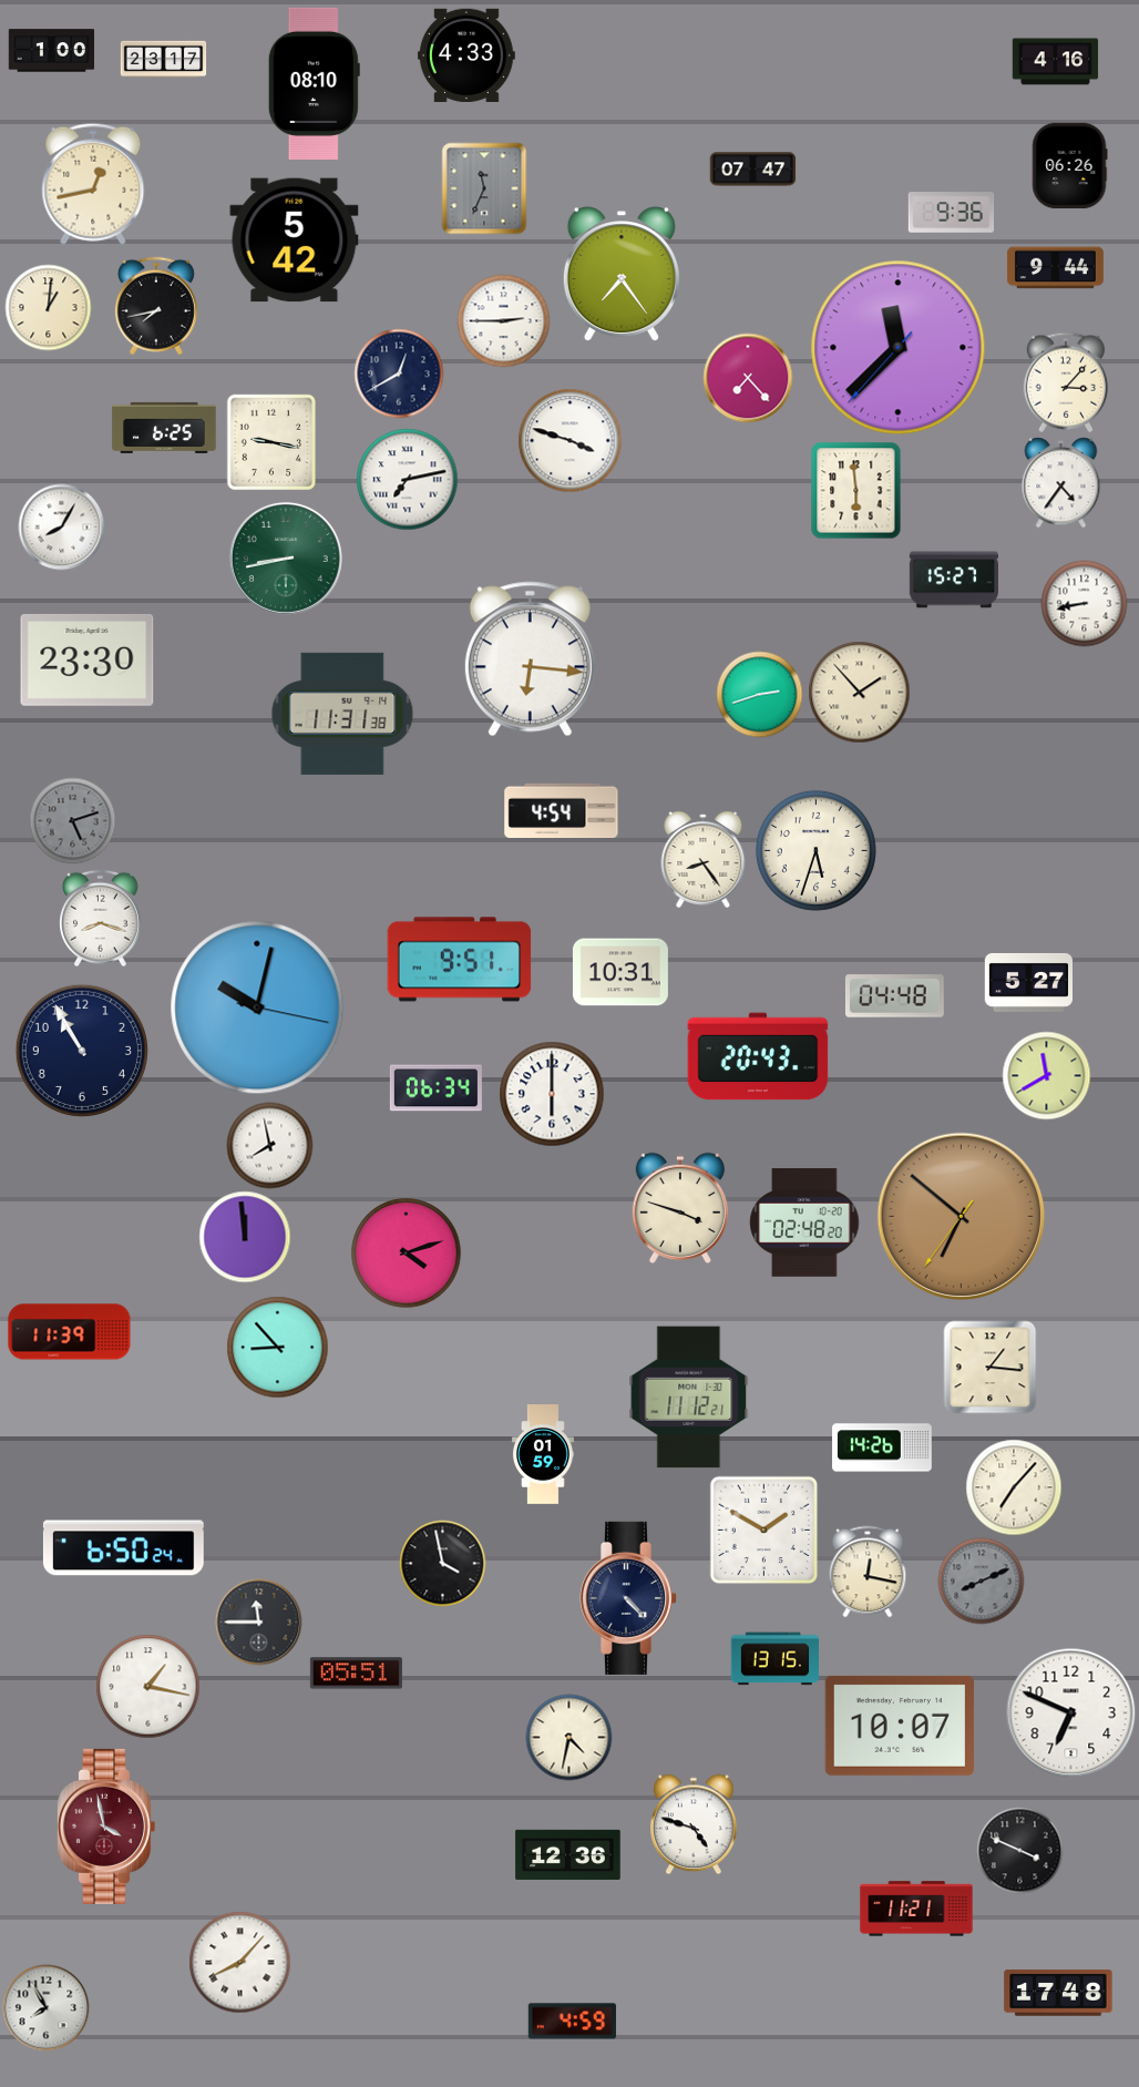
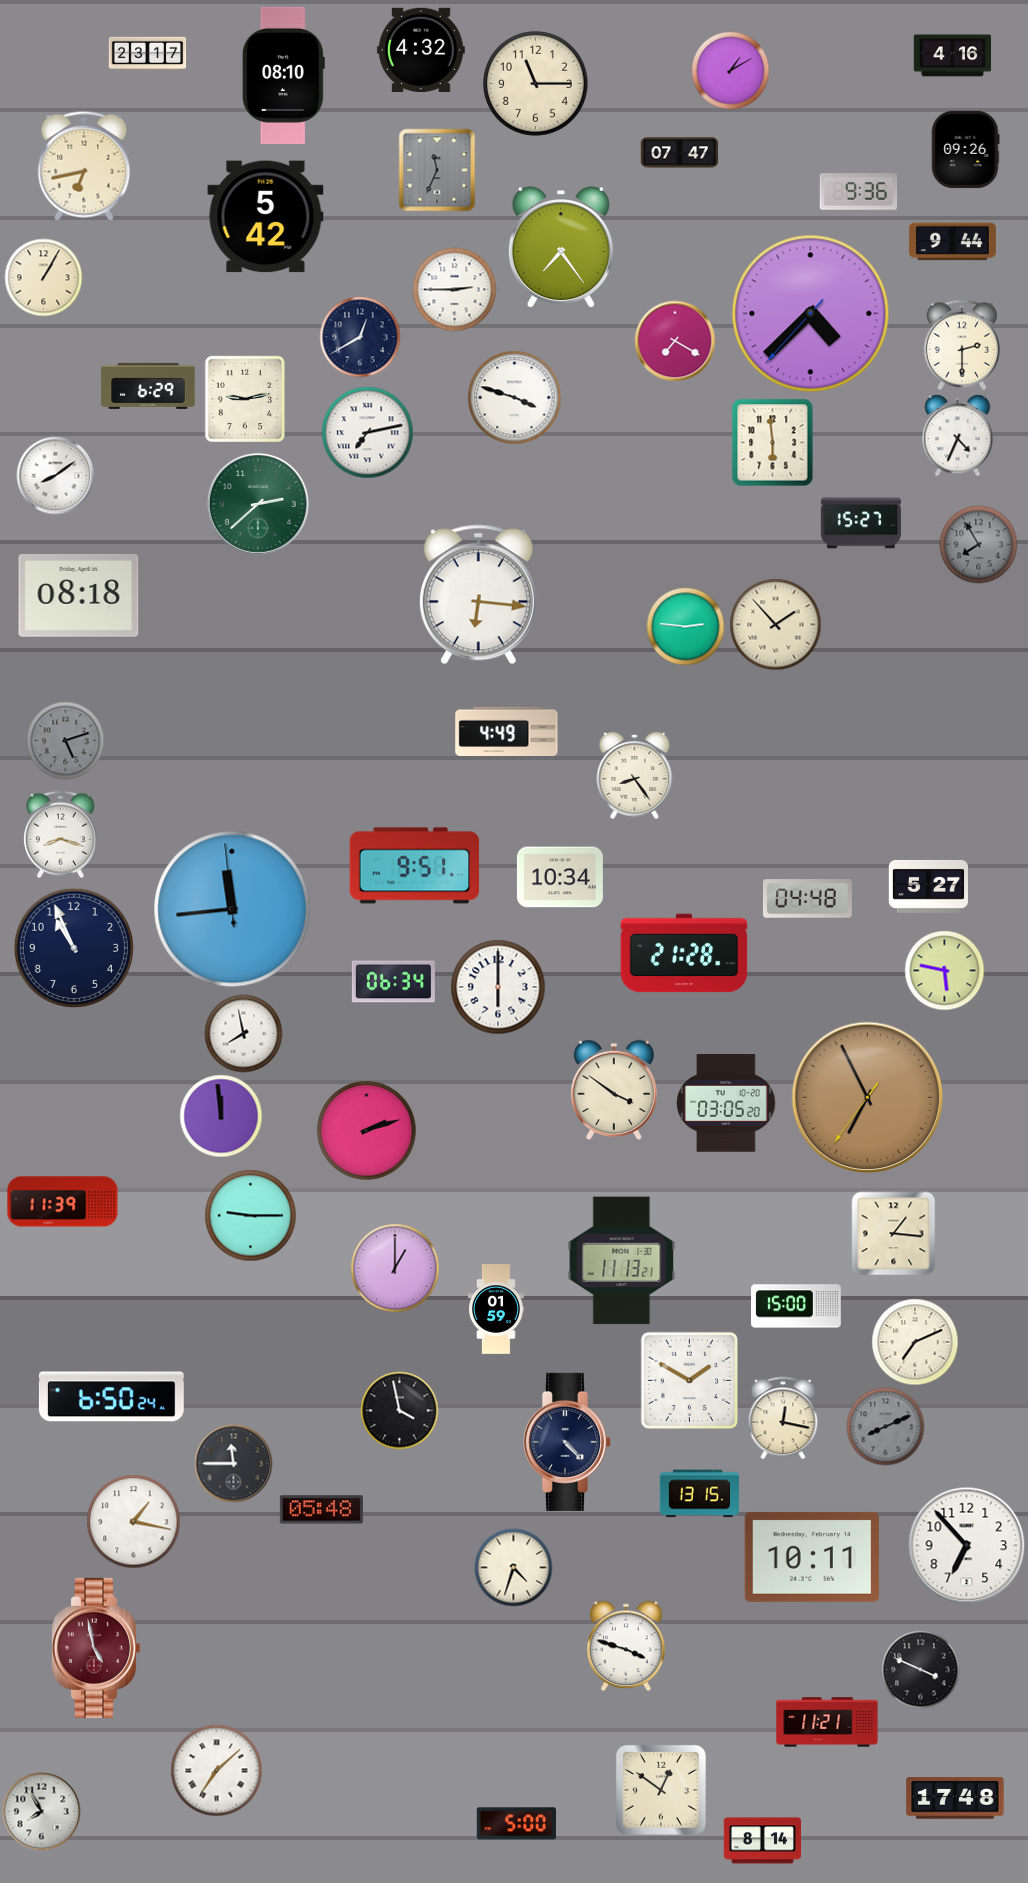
clock at (51, 51): 1:00 -> none
clock at (466, 54): 4:33 -> 4:32
clock at (730, 70): none -> 1:10
clock at (536, 84): none -> 11:15
clock at (1069, 165): 06:26 -> 09:26
clock at (93, 184): 12:43 -> 6:43
clock at (156, 306): 7:43 -> none
clock at (48, 307): 1:01 -> 1:05
clock at (899, 348): 11:37 -> 4:37
clock at (748, 378): 7:23 -> 7:20
clock at (1065, 382): 3:07 -> 2:30
clock at (164, 428): 6:25 -> 6:29
clock at (270, 441): 9:17 -> 9:13
clock at (1061, 482): 4:36 -> 4:34
clock at (61, 526): 8:05 -> 8:09
clock at (286, 559): 8:43 -> 2:38
clock at (1084, 603): 8:43 -> 7:55
clock at (1084, 603) dial: white -> grey
clock at (88, 659): 23:30 -> 08:18
clock at (759, 694): 2:42 -> 2:46
clock at (342, 714): 11:31 -> none
clock at (562, 810): 4:54 -> 4:49
clock at (815, 850): 5:33 -> none
clock at (101, 918) position: (101, 918) -> (61, 834)
clock at (620, 972): 10:31 -> 10:34
clock at (257, 1007): 10:02 -> 11:43
clock at (82, 1051): 10:55 -> 10:56
clock at (758, 1056): 20:43 -> 21:28
clock at (1046, 1075): 11:40 -> 5:47
clock at (680, 1208): 3:48 -> 3:51
clock at (962, 1217): 6:51 -> 6:55
clock at (804, 1222): 02:48 -> 03:05
clock at (407, 1254): 4:12 -> 2:12
clock at (277, 1347): 8:53 -> 9:15
clock at (689, 1398): 11:12 -> 11:13
clock at (395, 1268): none -> 1:00
clock at (882, 1447): 14:26 -> 15:00
clock at (543, 1454) position: (543, 1454) -> (496, 1309)
clock at (1014, 1487): 7:07 -> 7:11
clock at (774, 1659) position: (774, 1659) -> (699, 1494)
clock at (356, 1674): 05:51 -> 05:48
clock at (1070, 1712): 6:49 -> 6:53
clock at (900, 1726): 10:07 -> 10:11
clock at (568, 1737): 4:32 -> 4:33
clock at (694, 1824): 4:48 -> 3:48
clock at (105, 1827): 3:58 -> 4:58
clock at (568, 1854): 12:36 -> none
clock at (239, 1962): 8:07 -> 7:08
clock at (661, 1790): none -> 12:51
clock at (572, 2022): 4:59 -> 5:00
clock at (762, 1841): none -> 8:14
